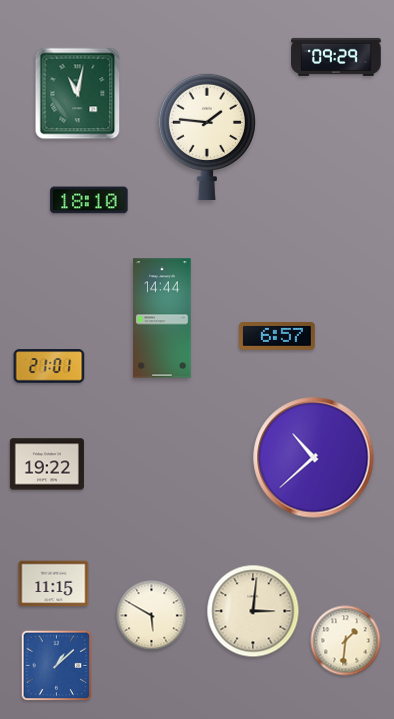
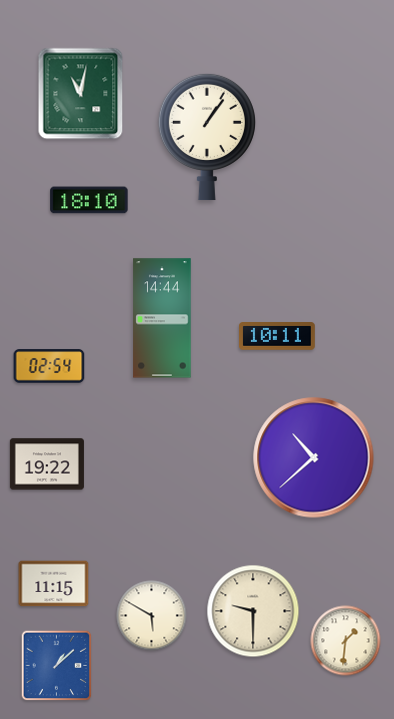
clock at (336, 57): 09:29 -> none
clock at (78, 94) position: (78, 94) -> (81, 94)
clock at (207, 137): 1:46 -> 1:06
clock at (278, 336): 6:57 -> 10:11
clock at (49, 366): 21:01 -> 02:54
clock at (253, 611): 3:01 -> 9:30
